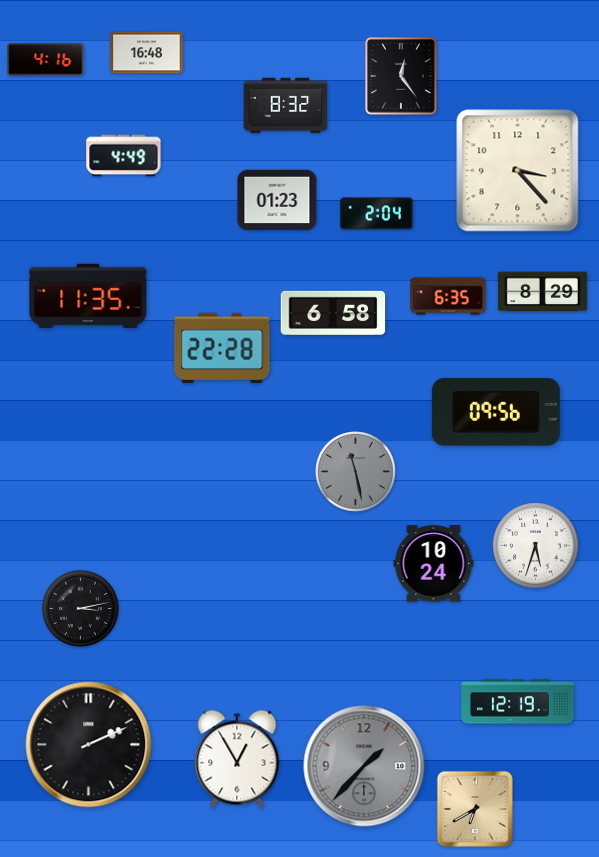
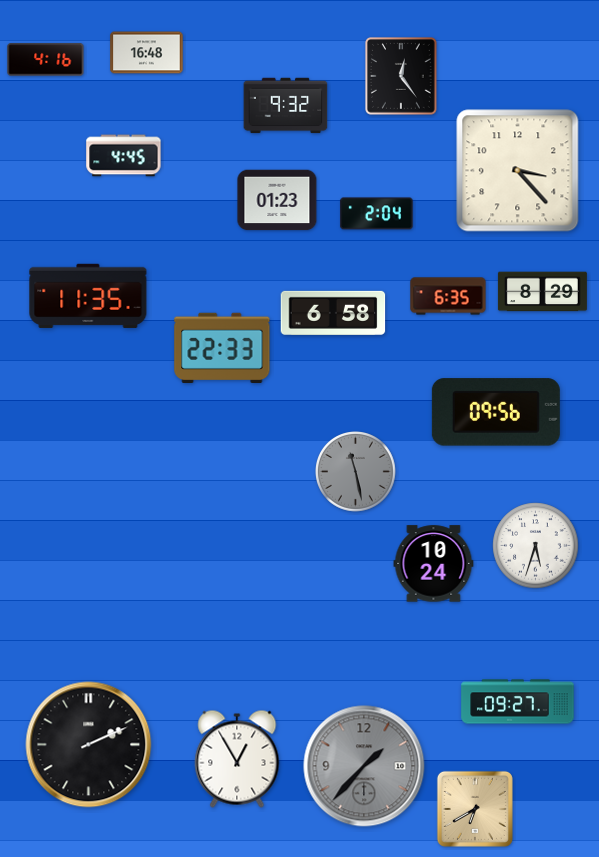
clock at (286, 106): 8:32 -> 9:32
clock at (124, 156): 4:49 -> 4:45
clock at (222, 347): 22:28 -> 22:33
clock at (80, 608): 3:13 -> none
clock at (518, 702): 12:19 -> 09:27
